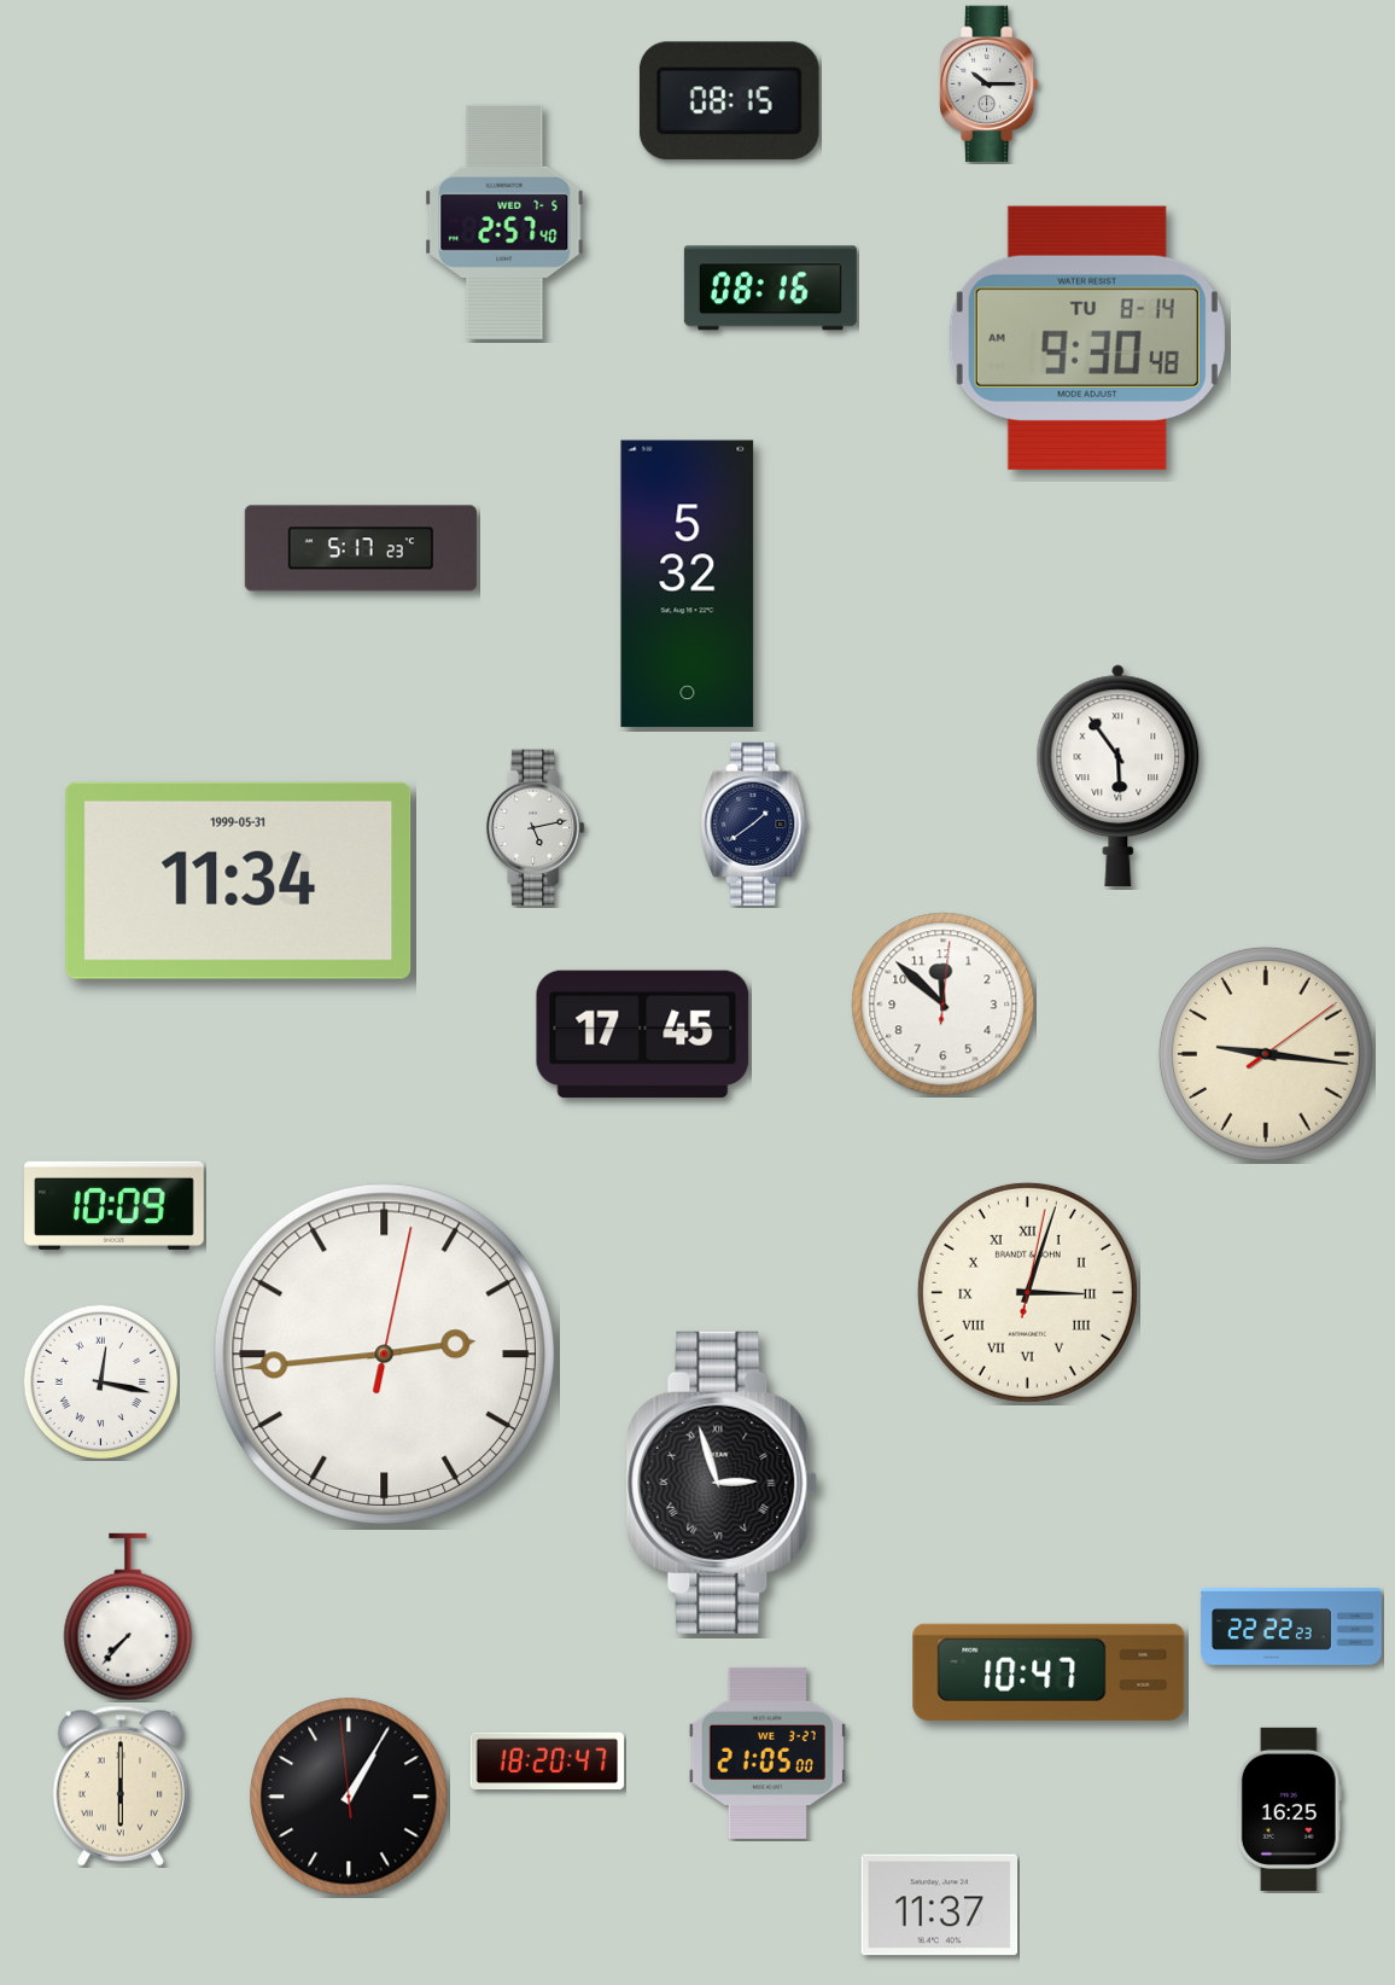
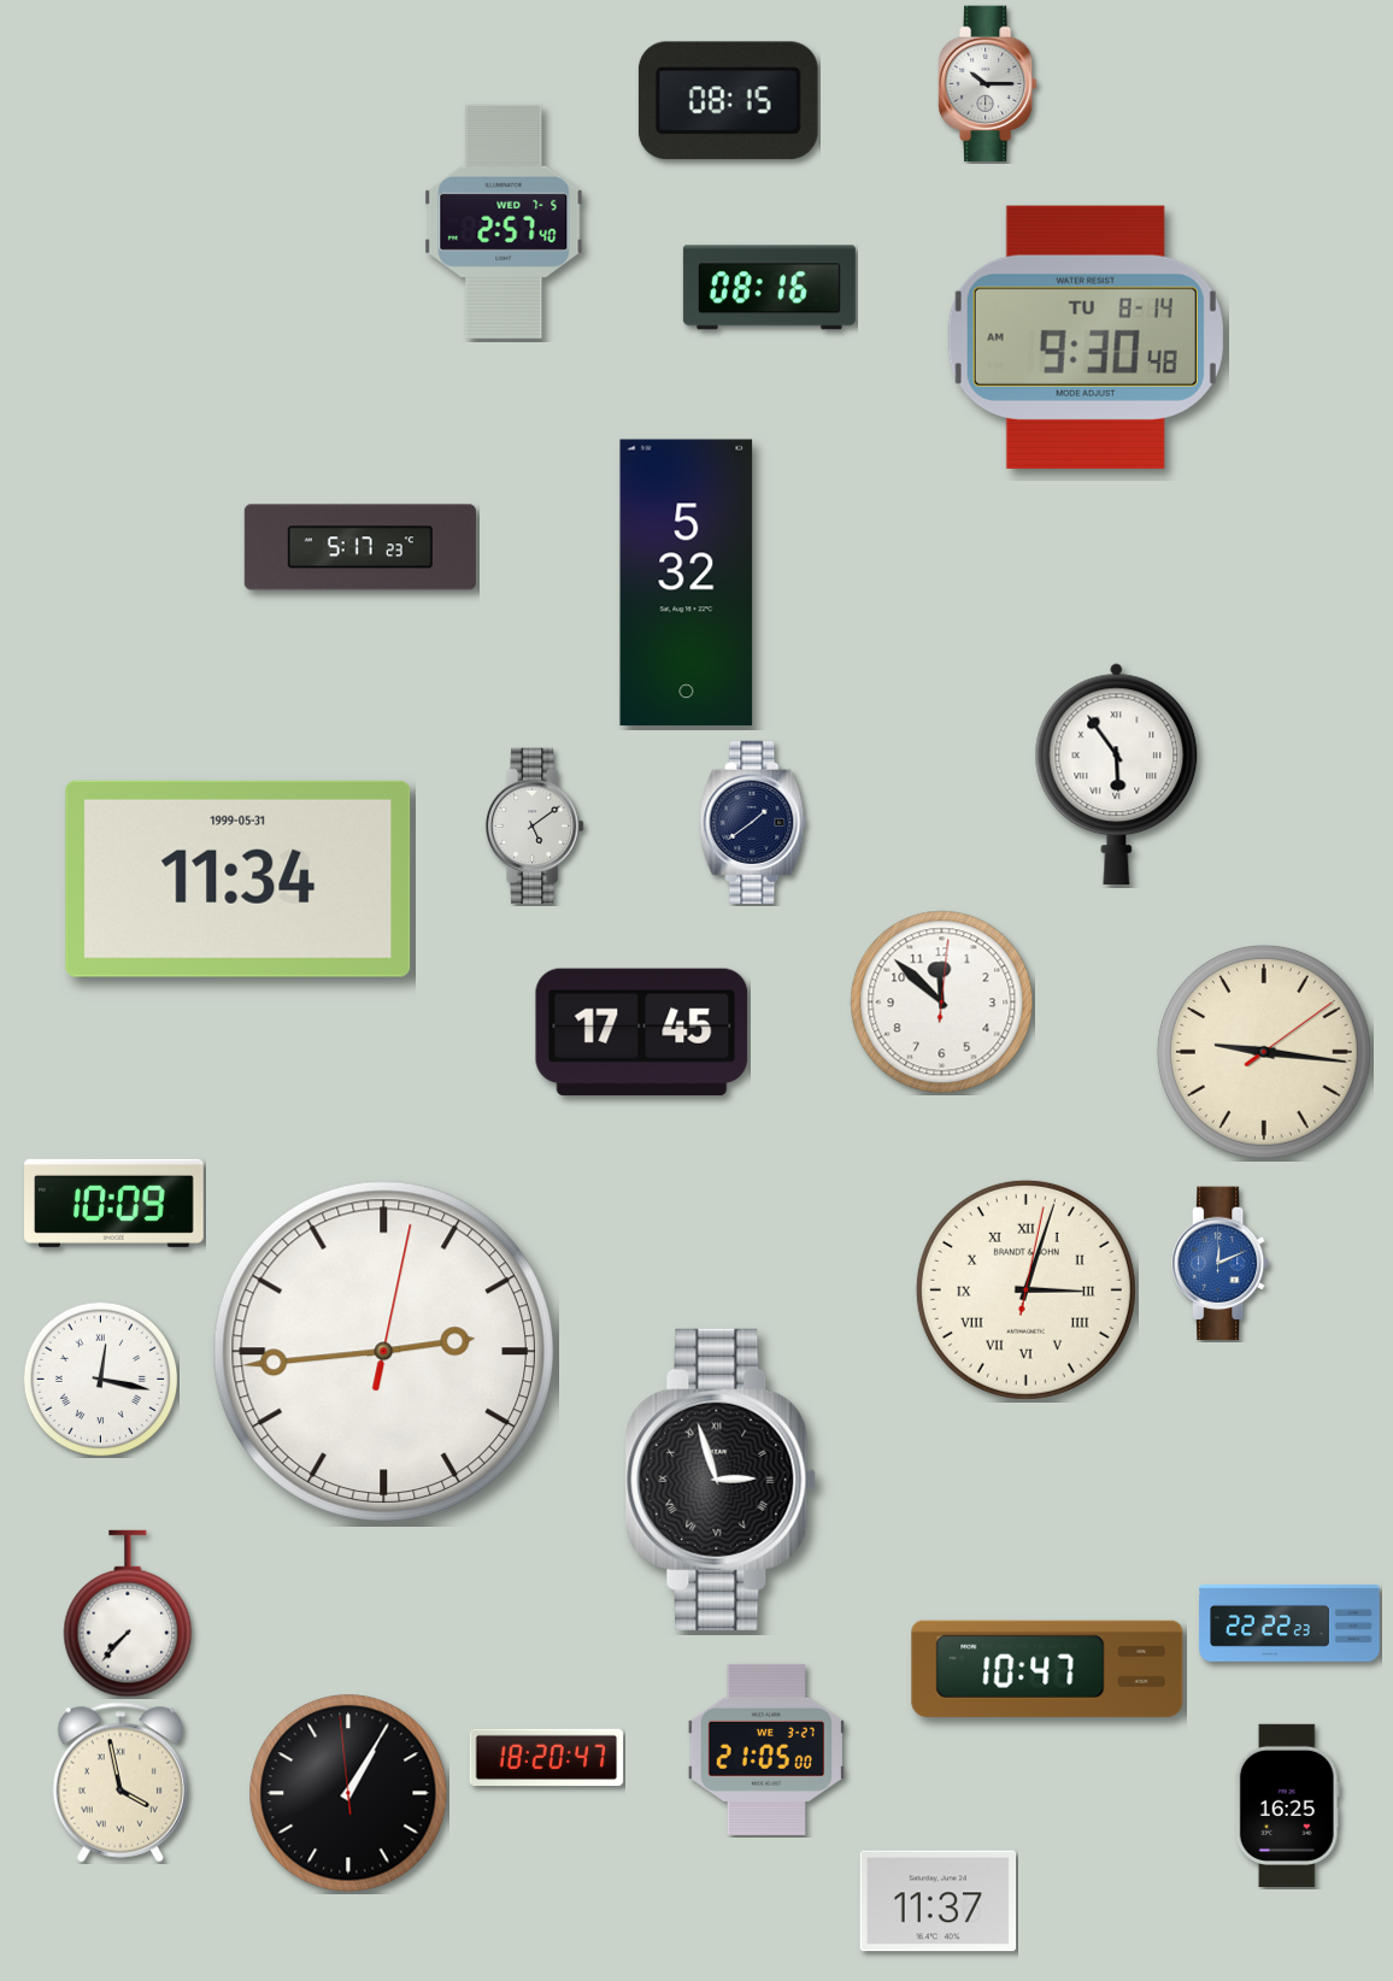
clock at (535, 828): 5:13 -> 5:09
clock at (1222, 1264): none -> 12:11
clock at (119, 1786): 6:00 -> 3:58
